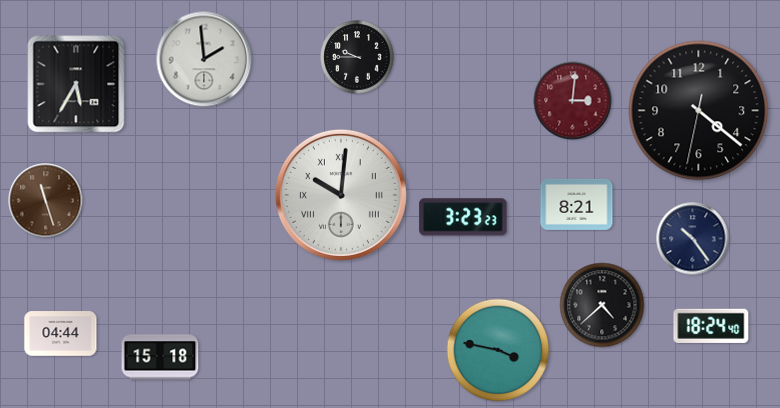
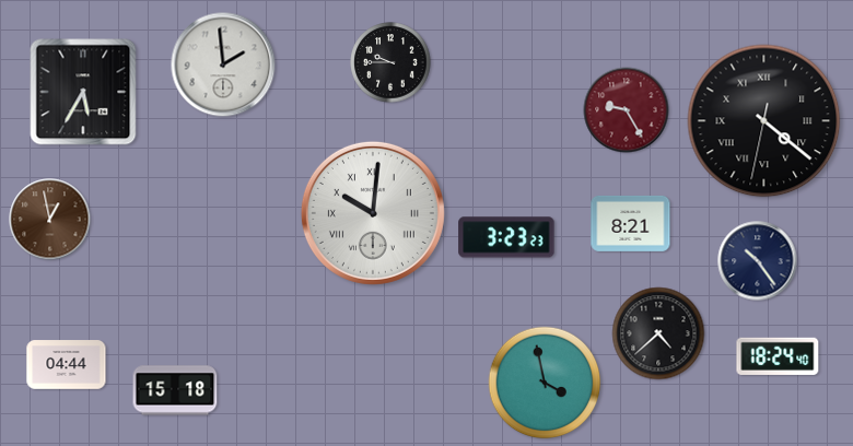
clock at (573, 101): 3:01 -> 9:25
clock at (699, 111) numerals: Arabic -> Roman
clock at (46, 201): 11:27 -> 12:58
clock at (498, 350): 3:47 -> 3:58
